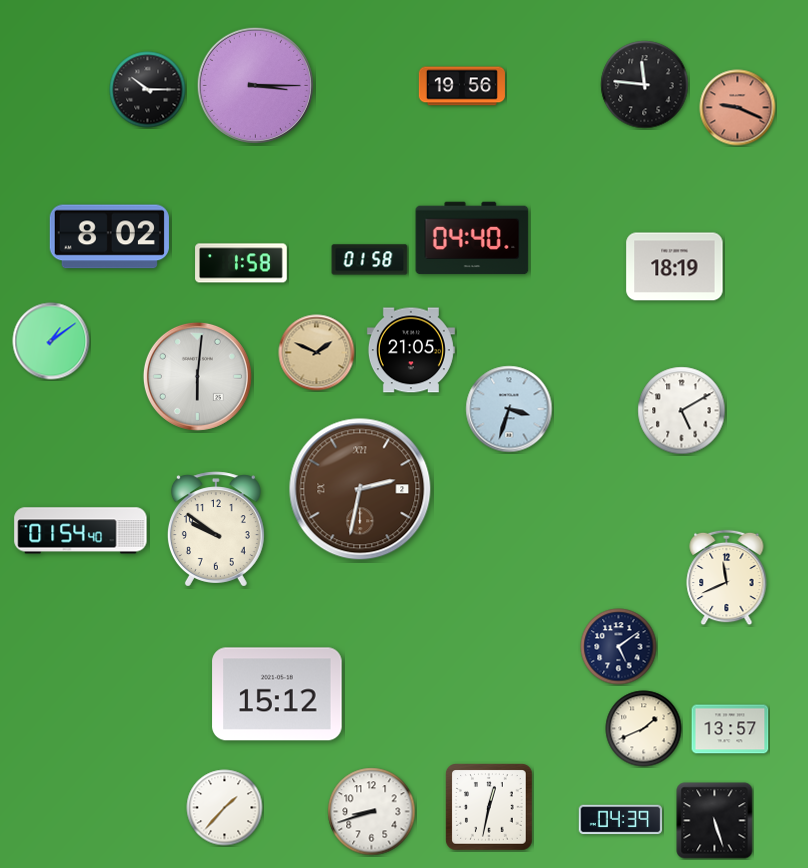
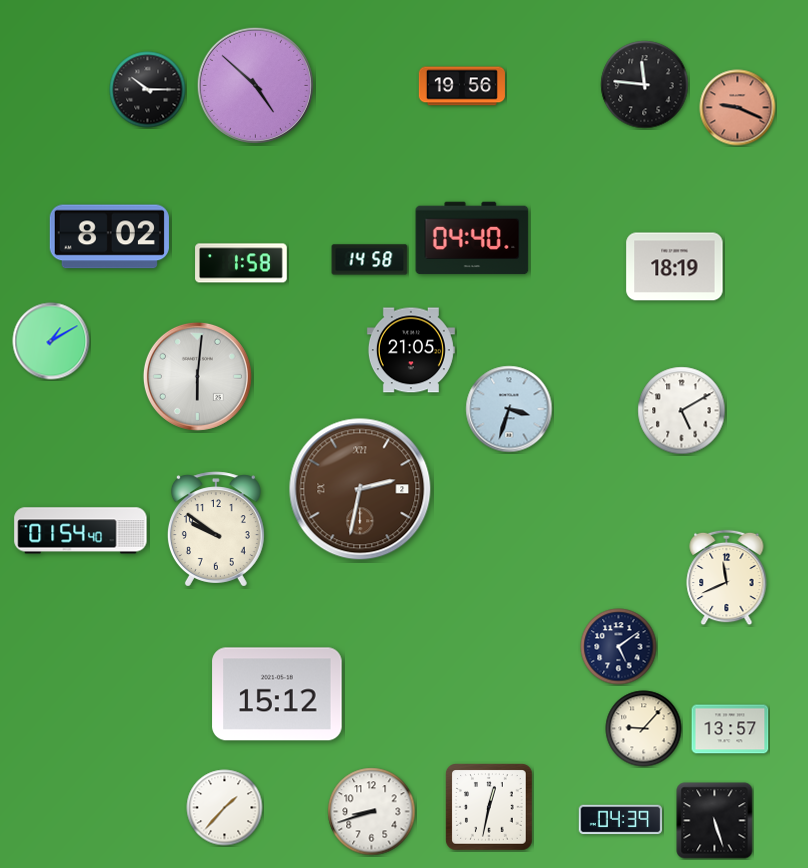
clock at (255, 85): 3:15 -> 4:52
clock at (370, 260): 01:58 -> 14:58
clock at (51, 341): 1:09 -> 1:10
clock at (317, 353): 1:49 -> none
clock at (644, 729): 1:41 -> 9:07
